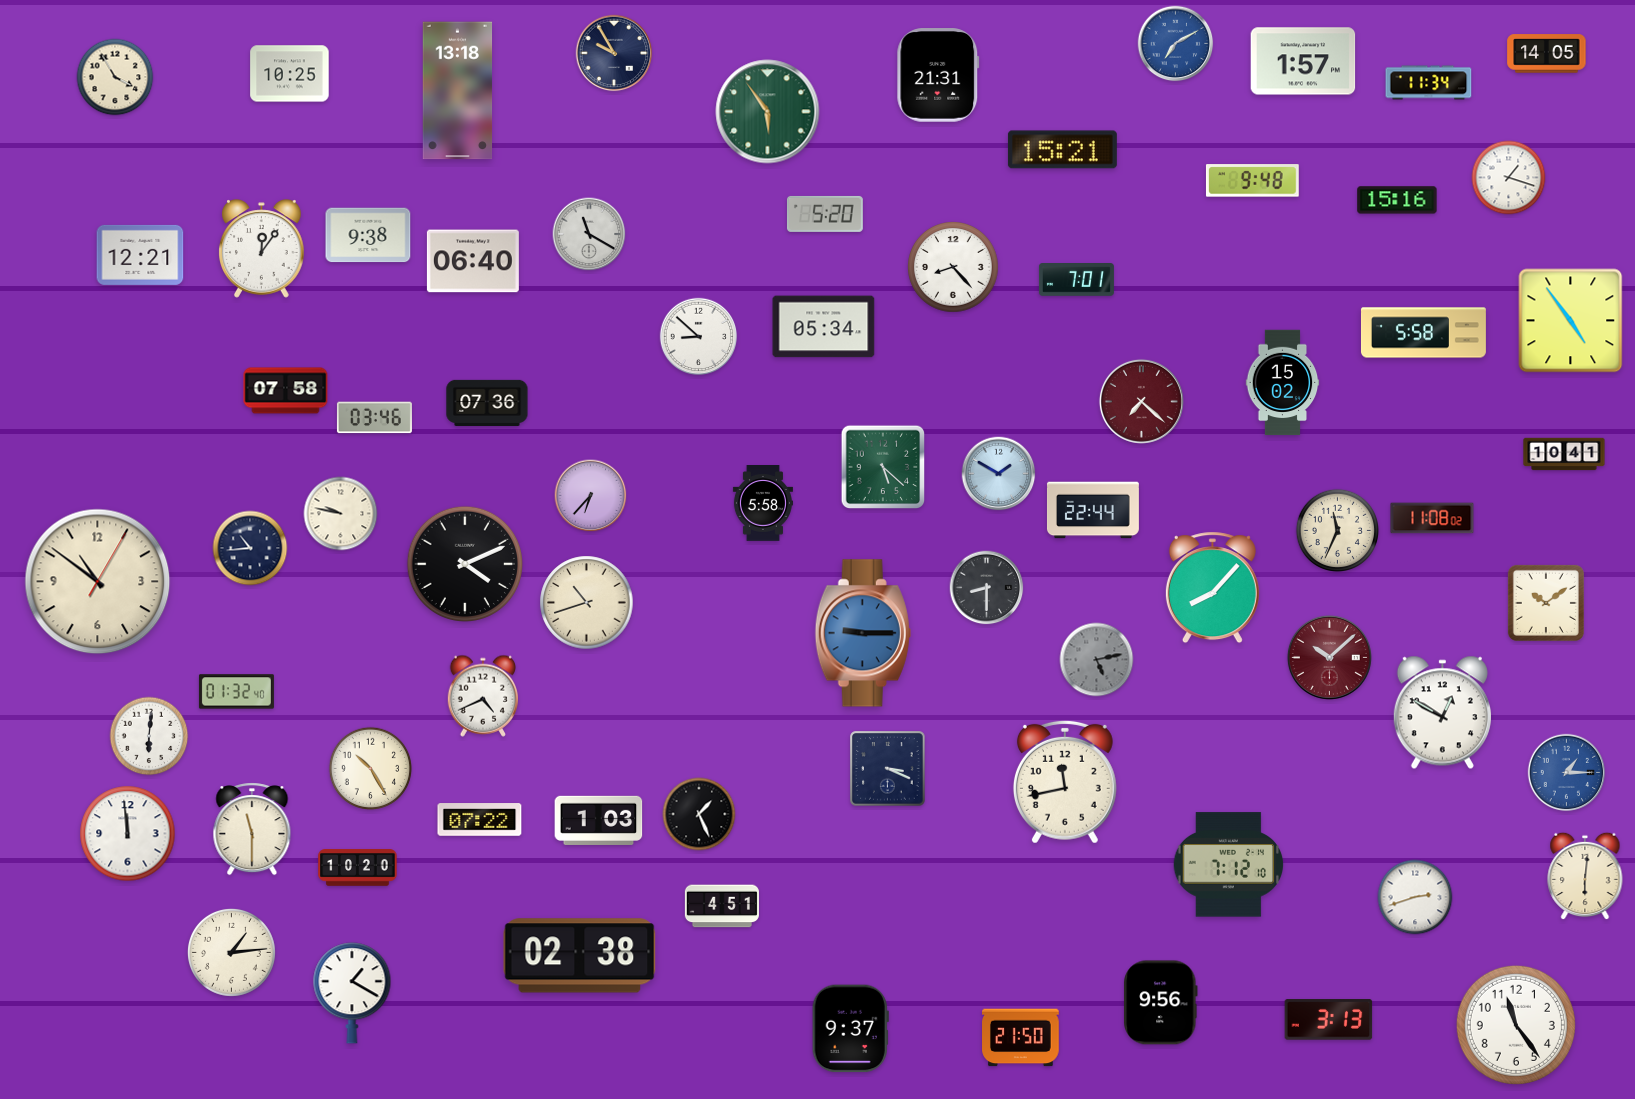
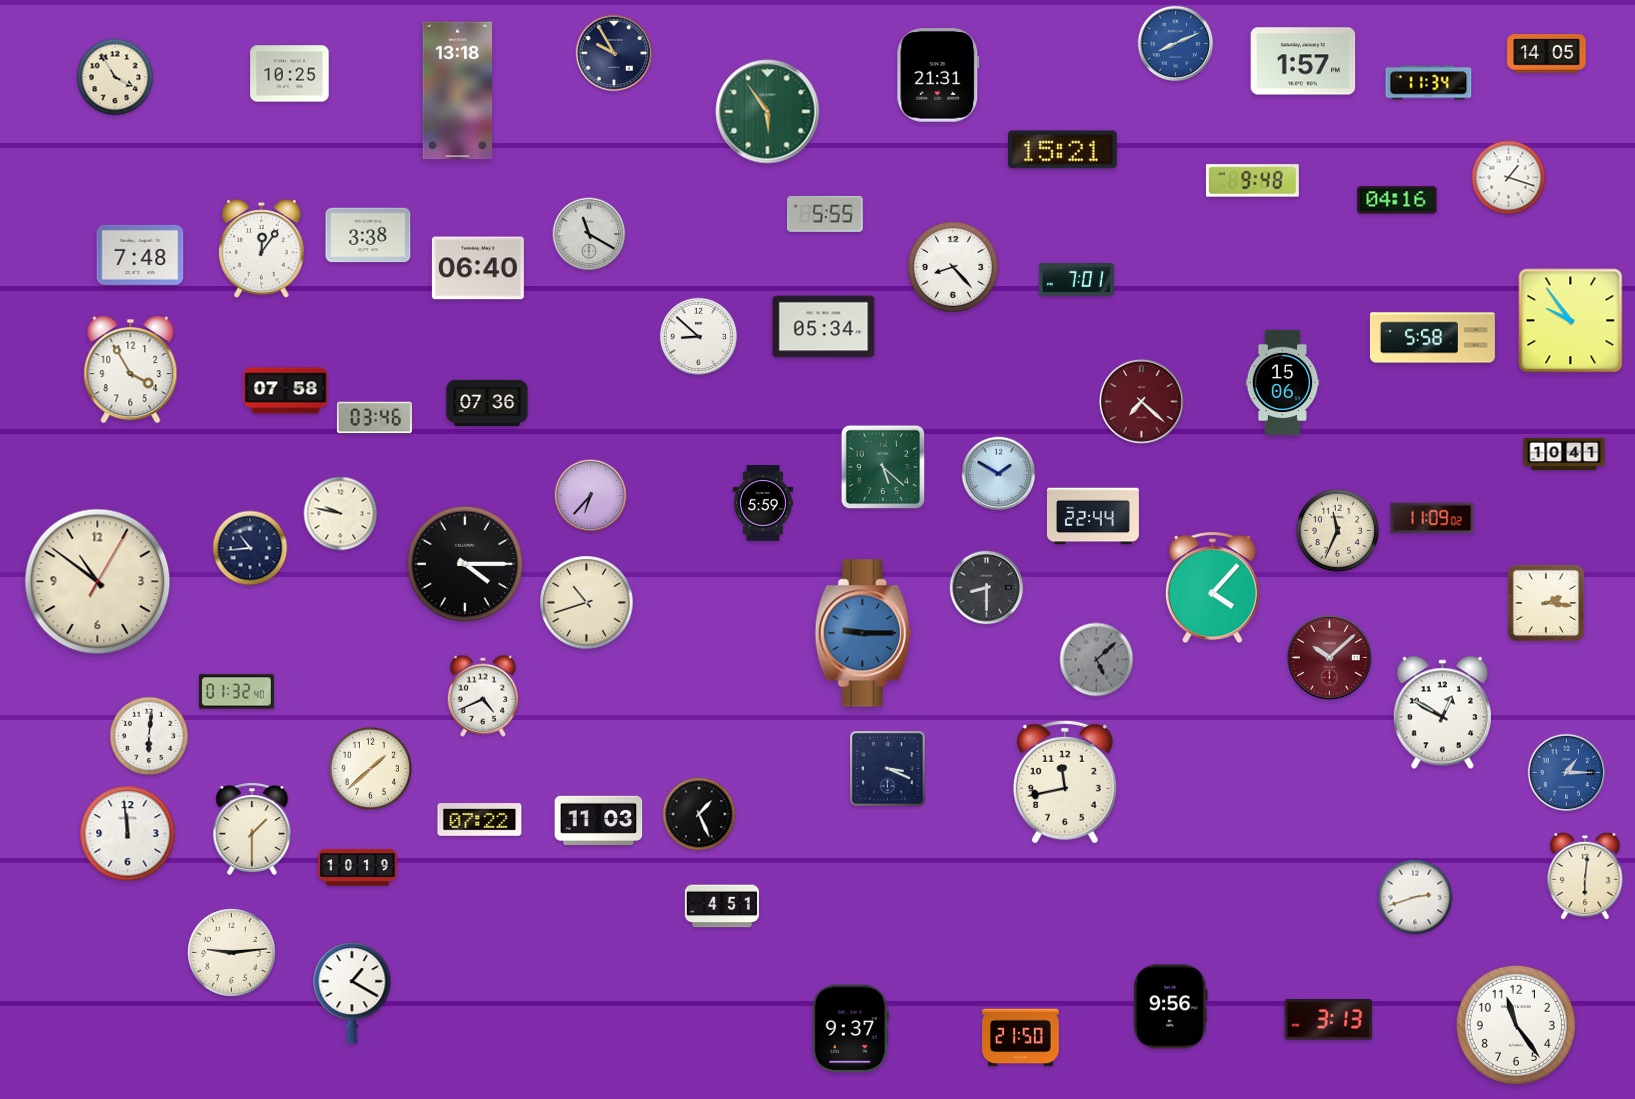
clock at (1176, 44): 7:10 -> 8:11
clock at (1397, 200): 15:16 -> 04:16
clock at (825, 214): 5:20 -> 5:55
clock at (368, 235): 9:38 -> 3:38
clock at (140, 255): 12:21 -> 7:48
clock at (473, 261) position: (473, 261) -> (478, 268)
clock at (1571, 321): 4:54 -> 9:54
clock at (1423, 333) position: (1423, 333) -> (1432, 338)
clock at (131, 370): none -> 3:55
clock at (1283, 383): 15:02 -> 15:06
clock at (763, 504): 5:58 -> 5:59
clock at (1093, 510) position: (1093, 510) -> (1093, 516)
clock at (1432, 518): 11:08 -> 11:09
clock at (465, 564): 4:11 -> 4:15
clock at (1212, 588): 8:07 -> 4:07
clock at (1546, 603): 10:09 -> 2:16
clock at (1097, 660): 5:13 -> 5:08
clock at (371, 769): 10:25 -> 1:38
clock at (599, 820): 1:03 -> 11:03
clock at (252, 829): 11:30 -> 1:30
clock at (1229, 865): 7:12 -> none
clock at (358, 868): 10:20 -> 10:19
clock at (231, 952): 1:14 -> 9:14
clock at (580, 956): 02:38 -> none
clock at (1161, 1003) position: (1161, 1003) -> (1171, 1007)
